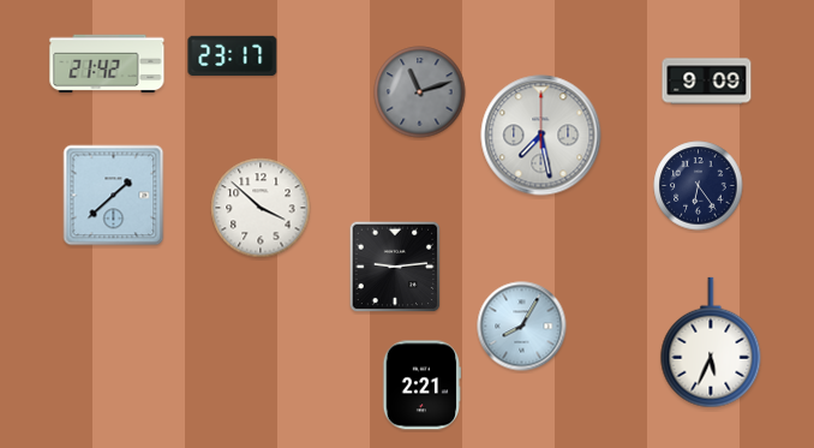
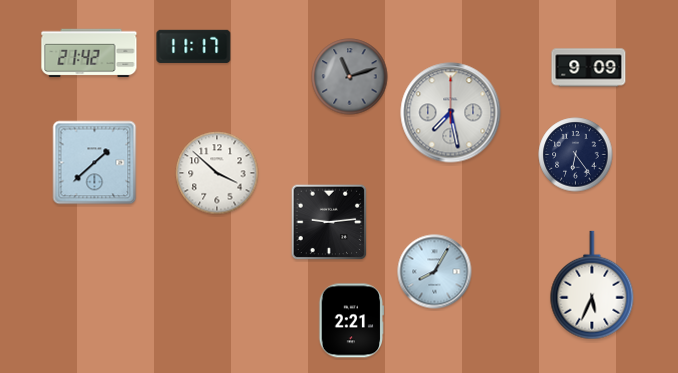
clock at (233, 55): 23:17 -> 11:17
clock at (699, 186) position: (699, 186) -> (576, 155)
